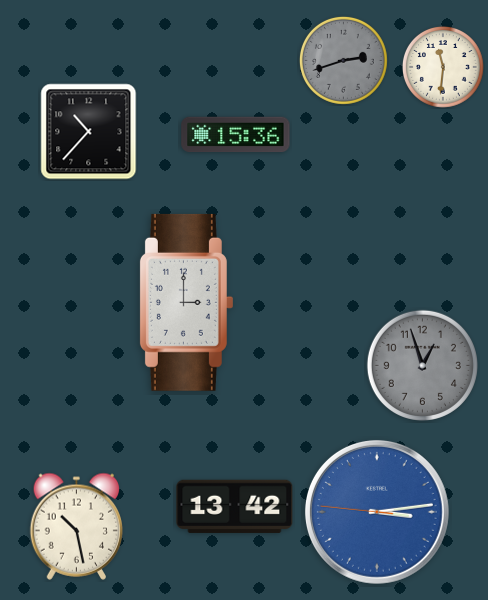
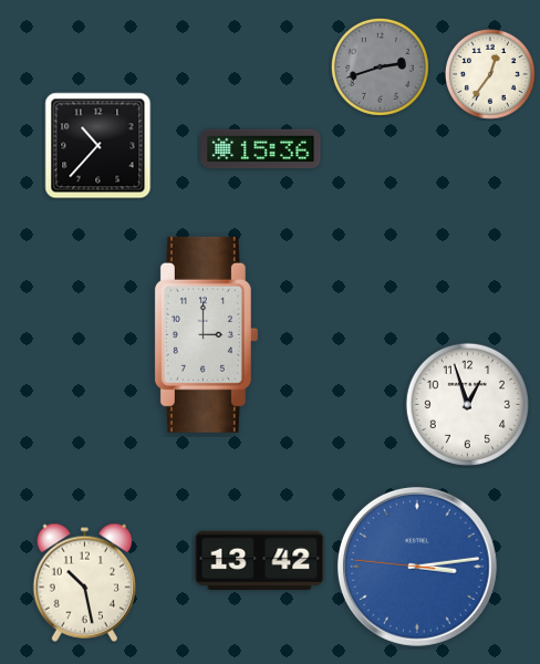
clock at (443, 67): 11:31 -> 12:36
clock at (422, 365) dial: grey -> white
